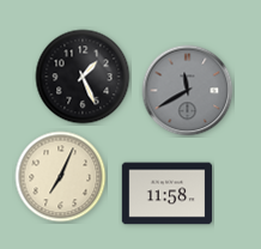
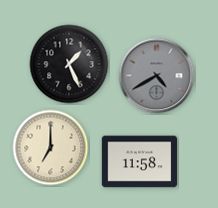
clock at (188, 91): 11:40 -> 4:40
clock at (61, 177): 7:04 -> 7:00
